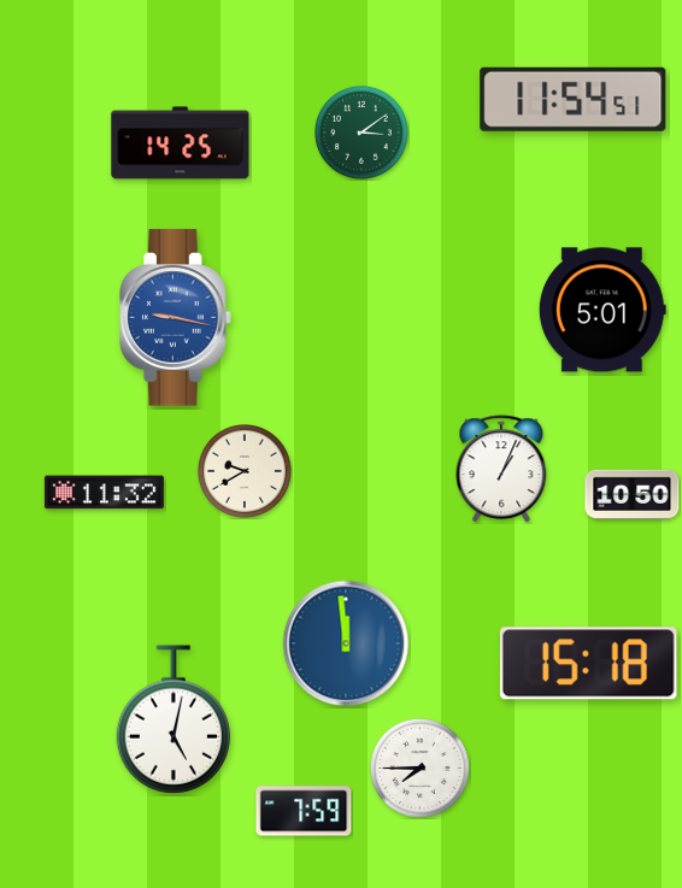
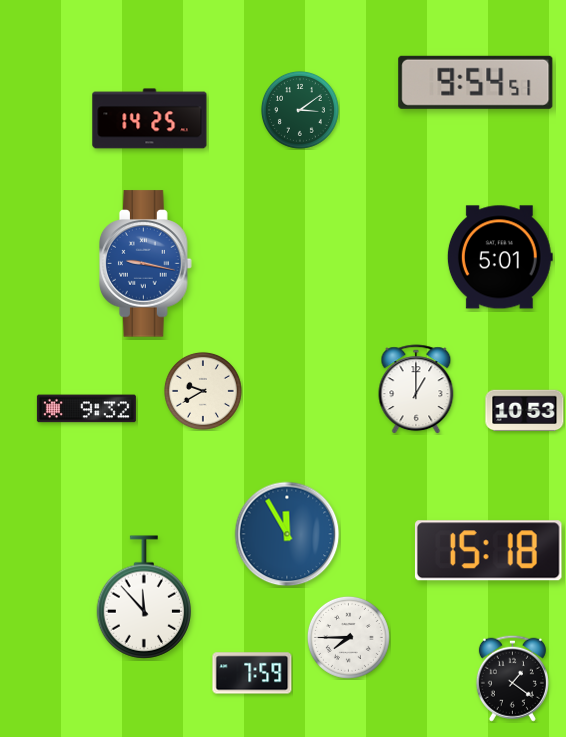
clock at (574, 99): 11:54 -> 9:54
clock at (501, 469): 1:04 -> 1:00
clock at (104, 493): 11:32 -> 9:32
clock at (633, 495): 10:50 -> 10:53
clock at (346, 643): 11:59 -> 11:55
clock at (174, 719): 5:02 -> 11:53
clock at (512, 678): none -> 1:21
